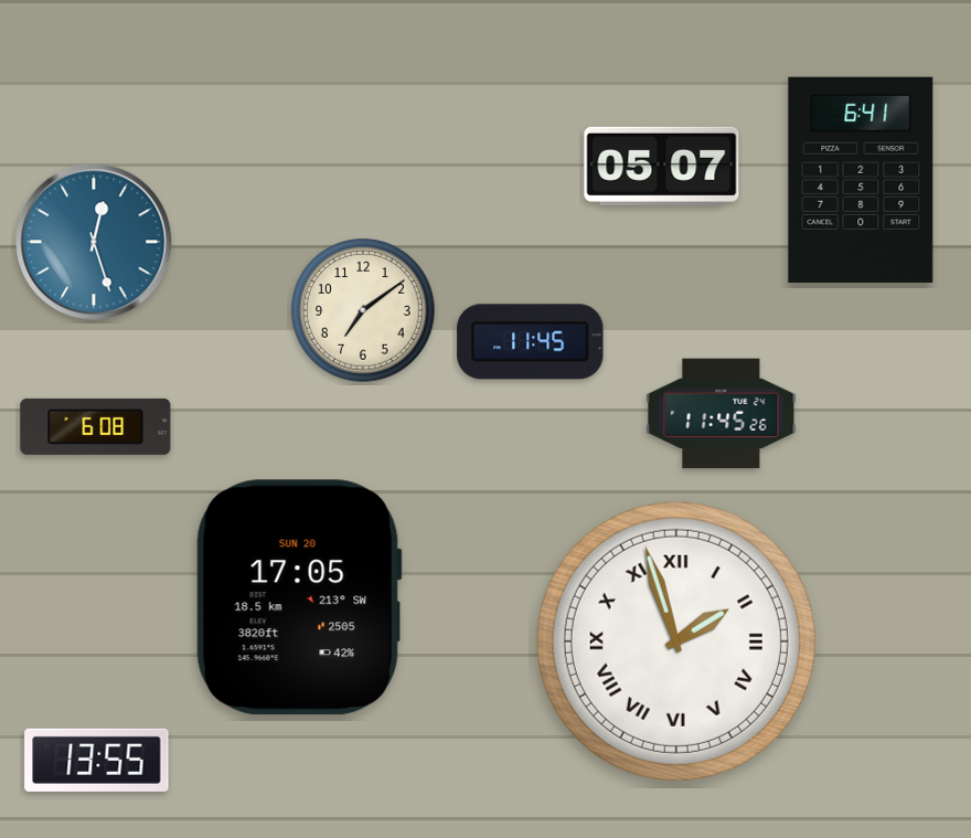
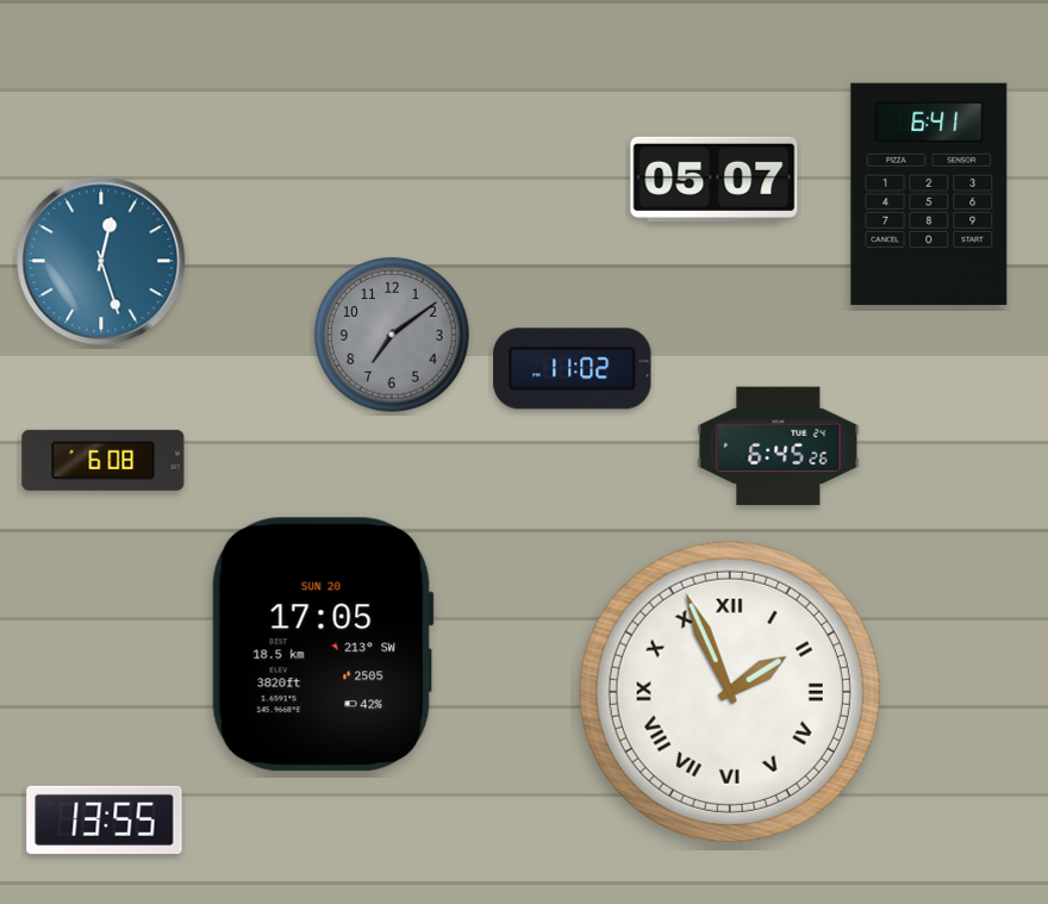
clock at (363, 310) dial: cream -> grey
clock at (531, 342): 11:45 -> 11:02
clock at (722, 414): 11:45 -> 6:45
clock at (676, 641): 1:57 -> 1:56
